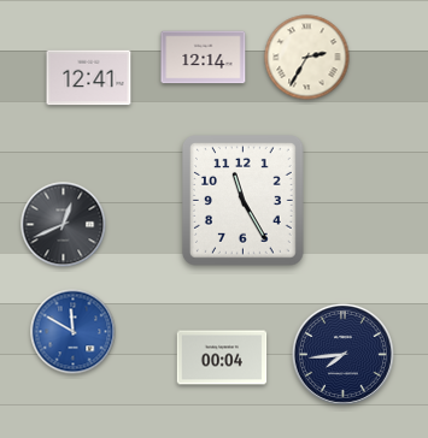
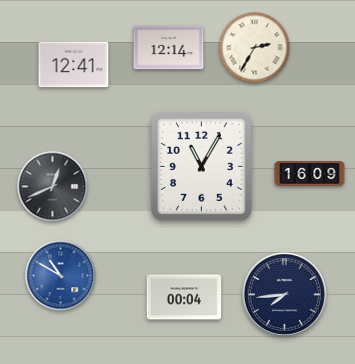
clock at (242, 201): 11:25 -> 11:05
clock at (310, 174): none -> 16:09
clock at (74, 332): 11:50 -> 10:50
